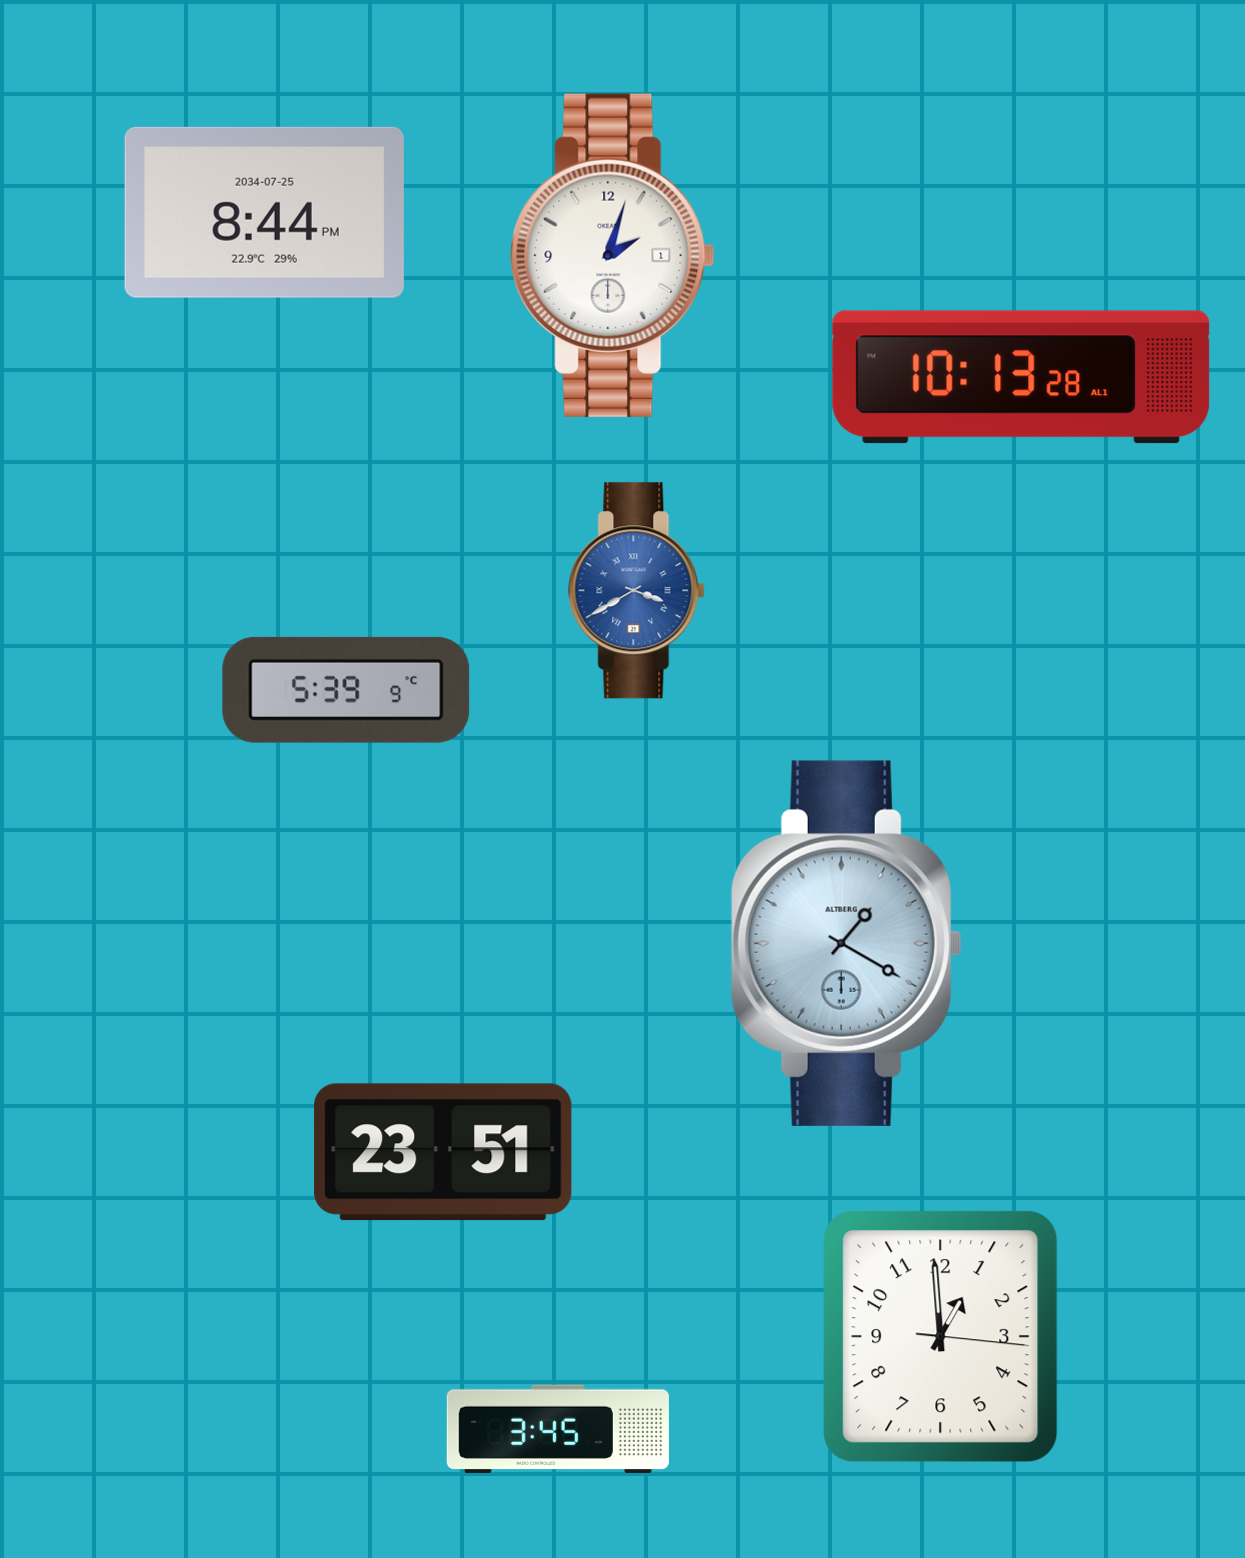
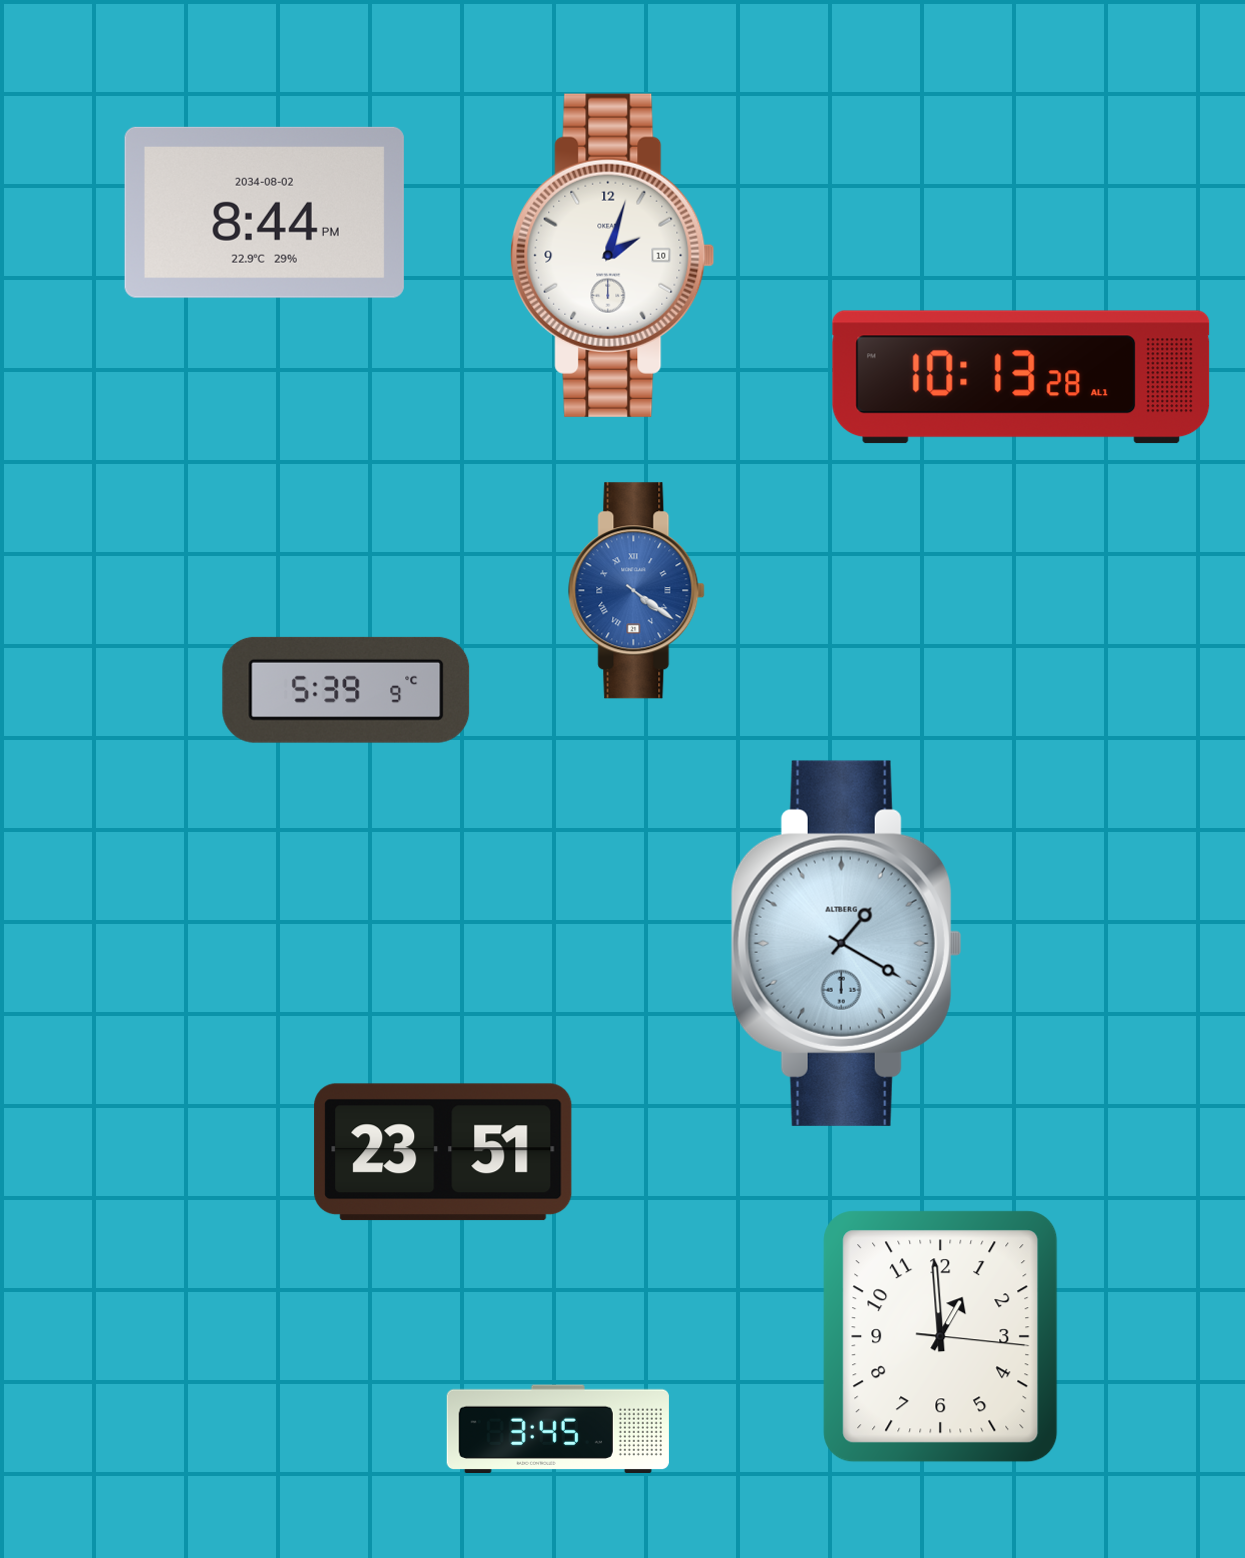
clock at (264, 212) date: 2034-07-25 -> 2034-08-02
clock at (613, 255) date: 1 -> 10
clock at (637, 591): 3:40 -> 4:21
